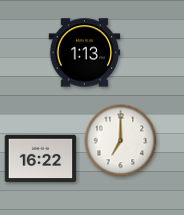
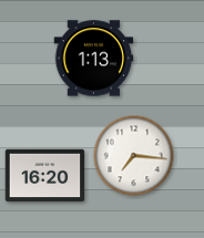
clock at (121, 141): 7:00 -> 7:16
clock at (41, 159): 16:22 -> 16:20
